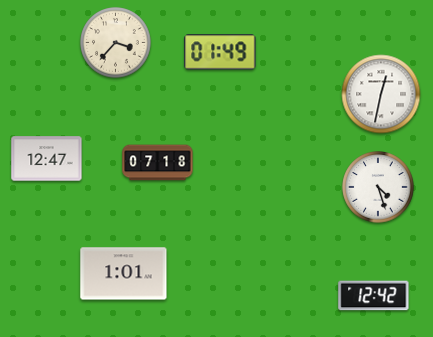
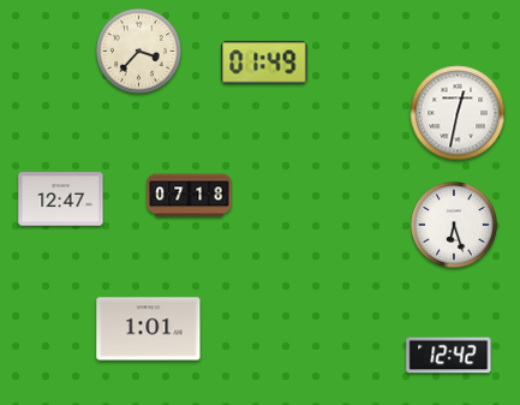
clock at (47, 159) position: (47, 159) -> (61, 199)
clock at (378, 187): 4:27 -> 6:27
